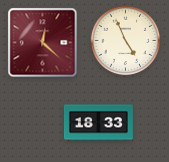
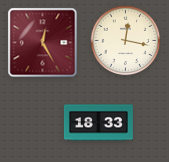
clock at (126, 41): 4:56 -> 12:17
clock at (43, 43): 12:22 -> 12:25
